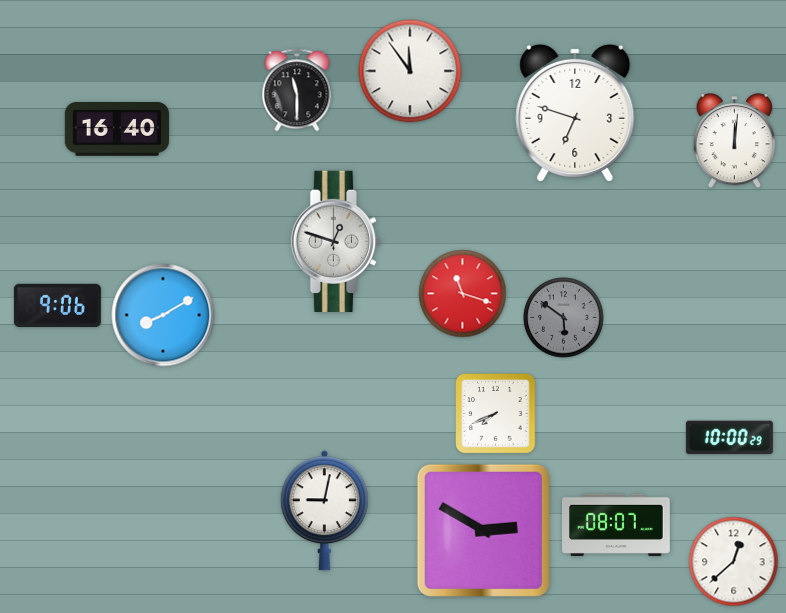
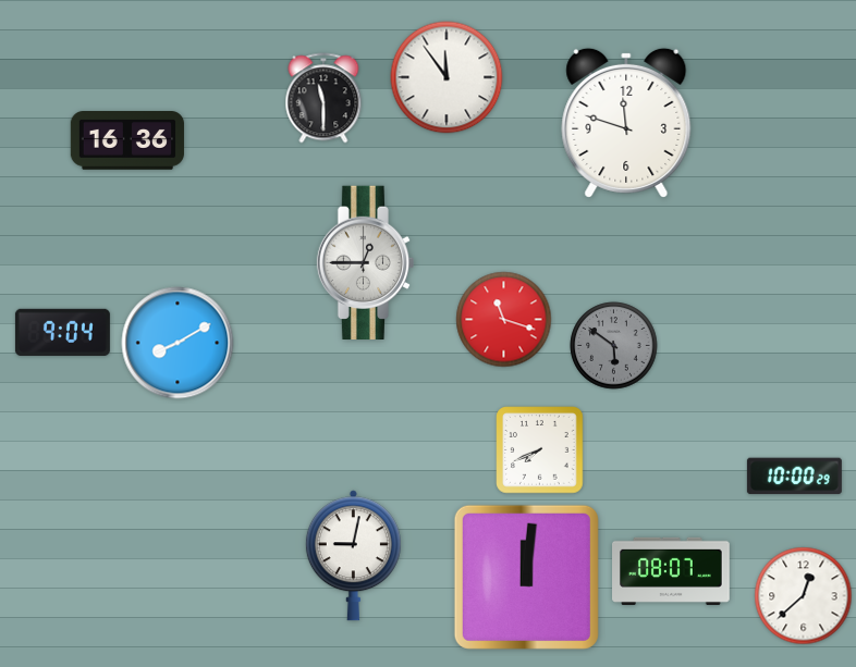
clock at (575, 113): 6:48 -> 11:48
clock at (117, 130): 16:40 -> 16:36
clock at (734, 141): 12:01 -> none
clock at (336, 241): 12:48 -> 12:45
clock at (57, 305): 9:06 -> 9:04
clock at (483, 530): 2:50 -> 12:01
clock at (734, 562) position: (734, 562) -> (804, 596)
